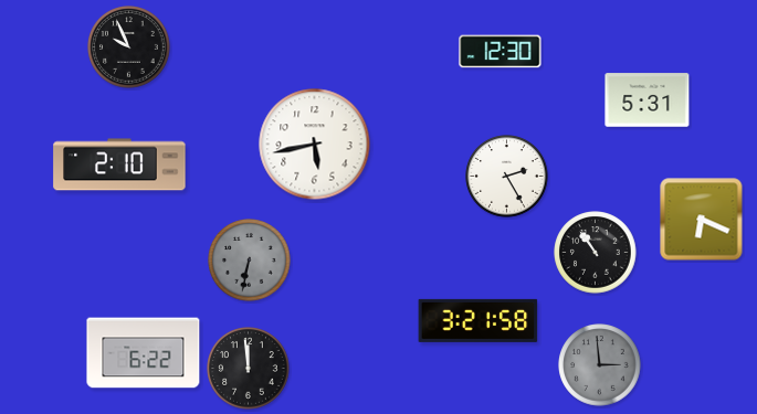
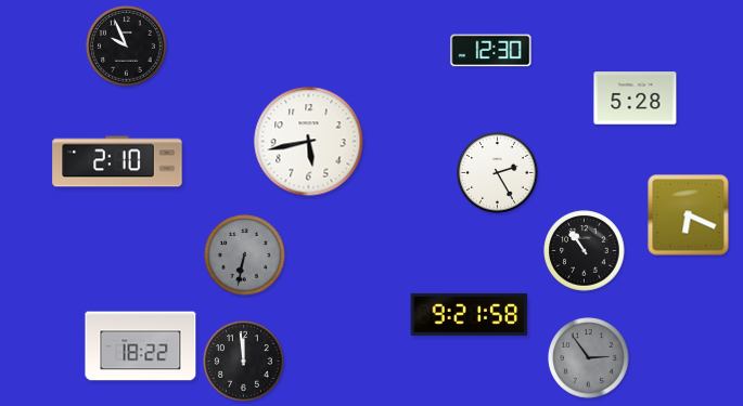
clock at (648, 100): 5:31 -> 5:28
clock at (596, 253) position: (596, 253) -> (585, 251)
clock at (479, 320): 3:21 -> 9:21
clock at (144, 353): 6:22 -> 18:22
clock at (600, 365): 2:59 -> 2:54
